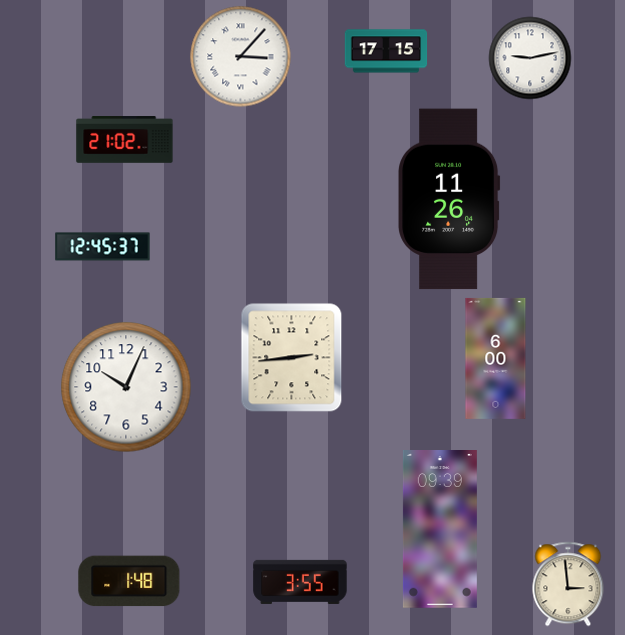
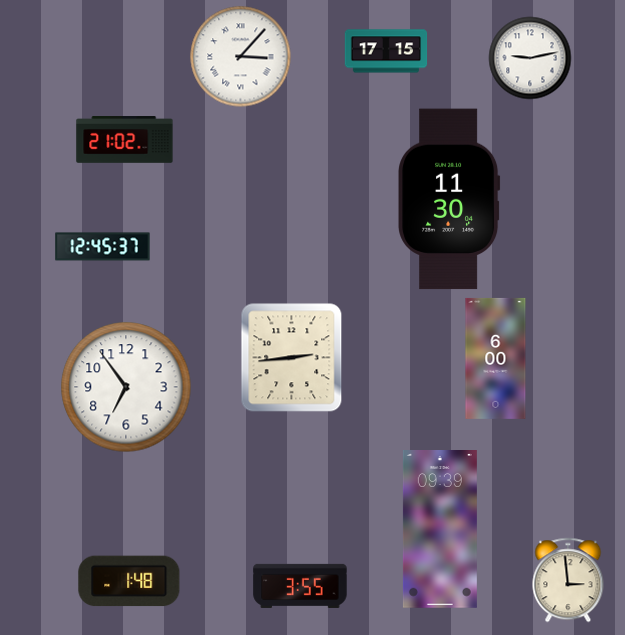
clock at (449, 199): 11:26 -> 11:30
clock at (126, 387): 10:04 -> 6:54
clock at (300, 582) position: (300, 582) -> (300, 586)
clock at (568, 584) position: (568, 584) -> (568, 580)
